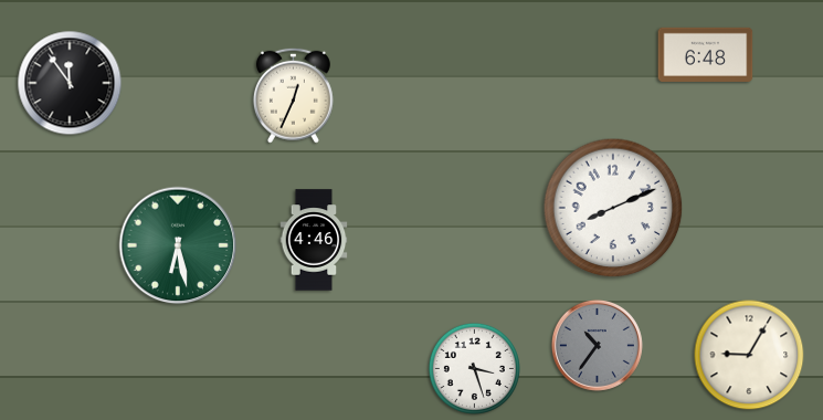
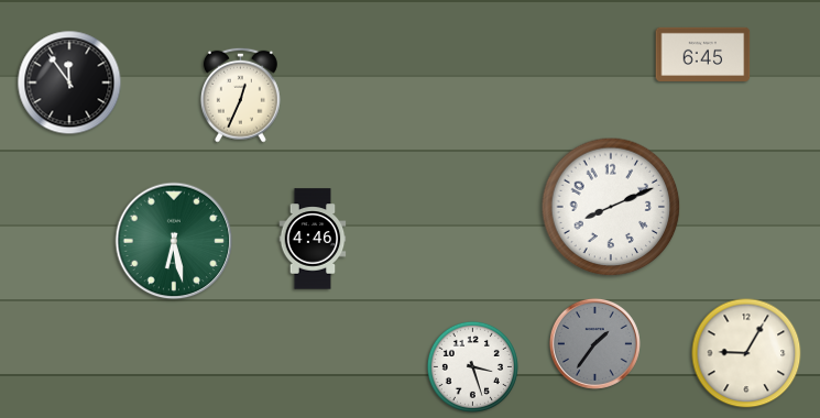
clock at (706, 54): 6:48 -> 6:45
clock at (293, 95) position: (293, 95) -> (240, 95)
clock at (178, 245) position: (178, 245) -> (174, 241)
clock at (597, 345): 10:36 -> 1:36
